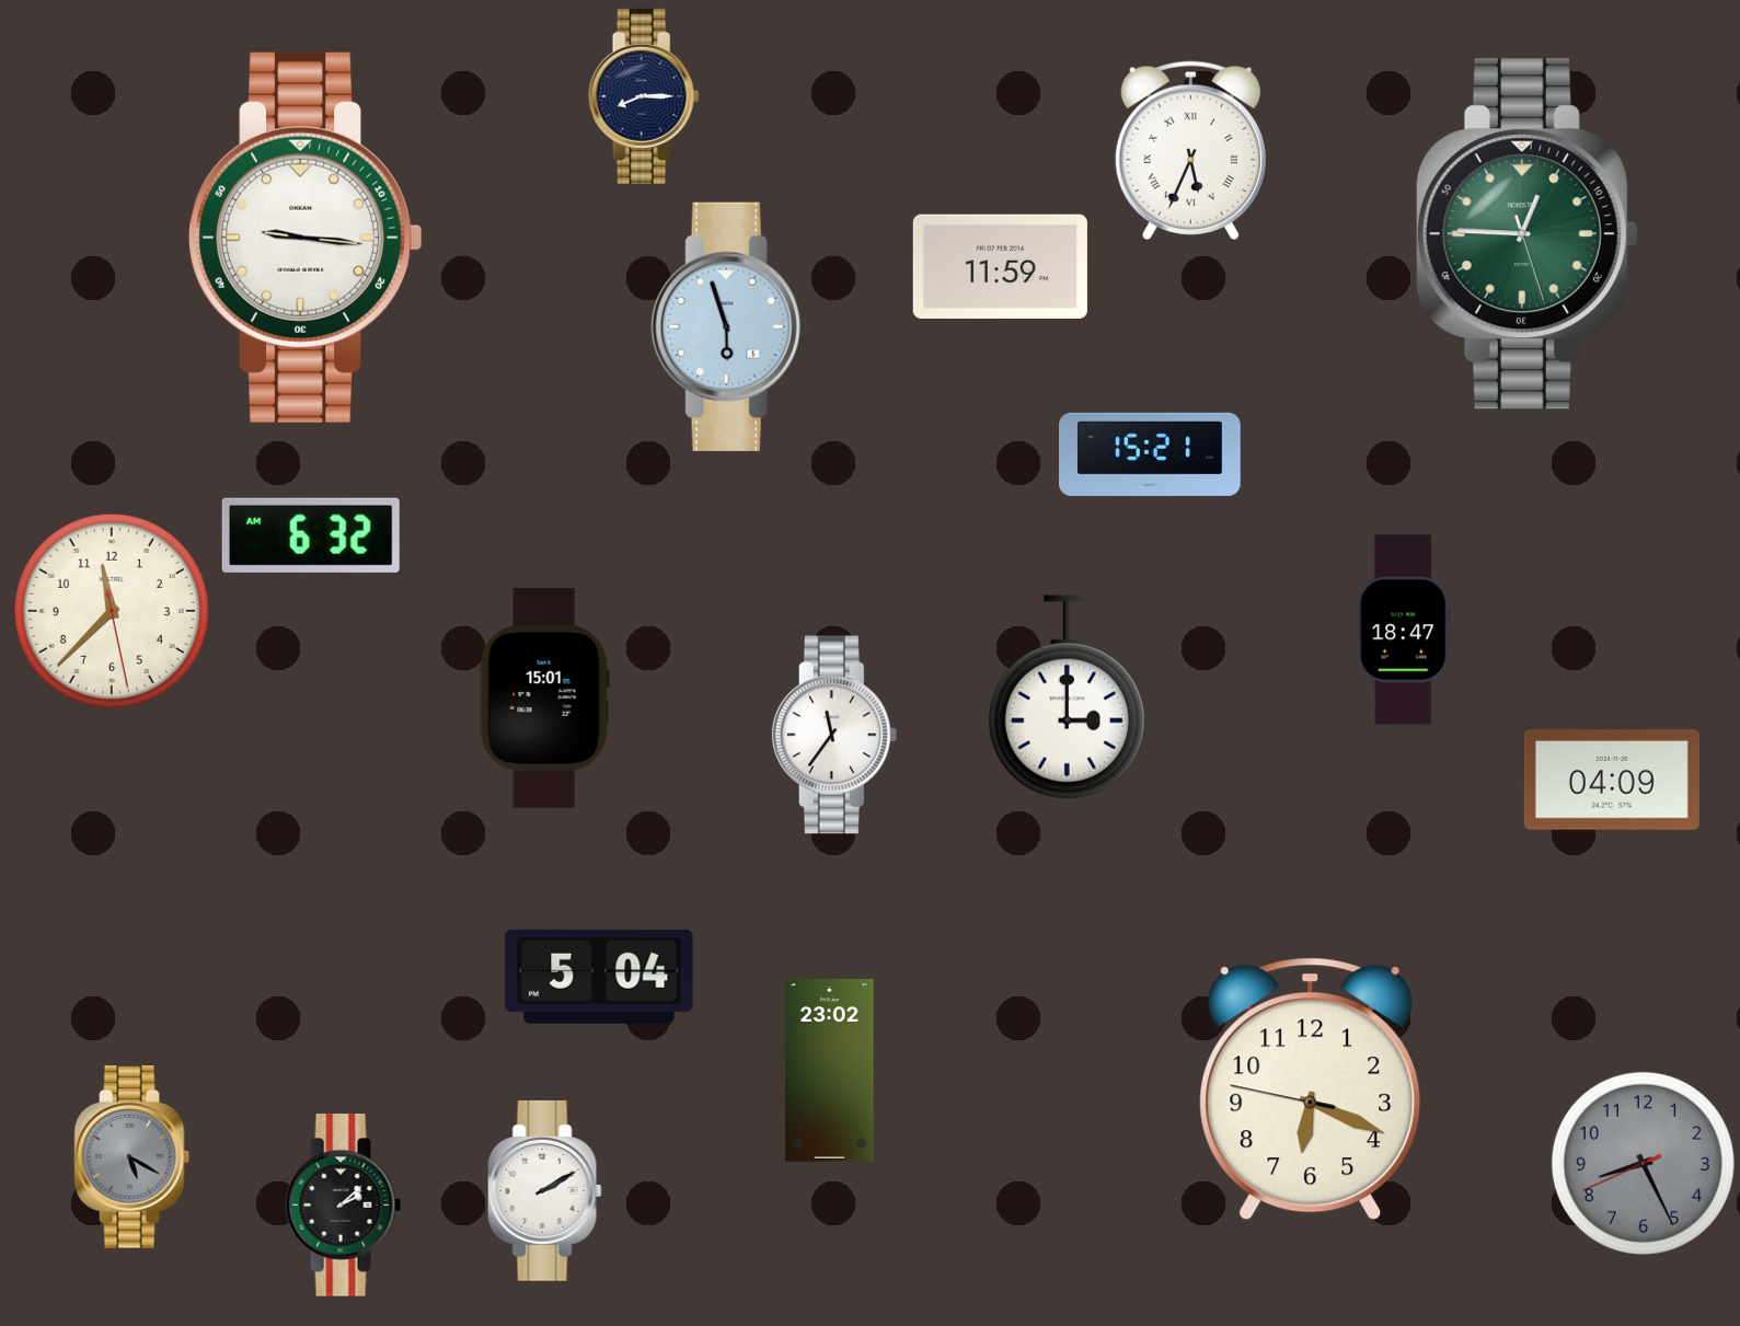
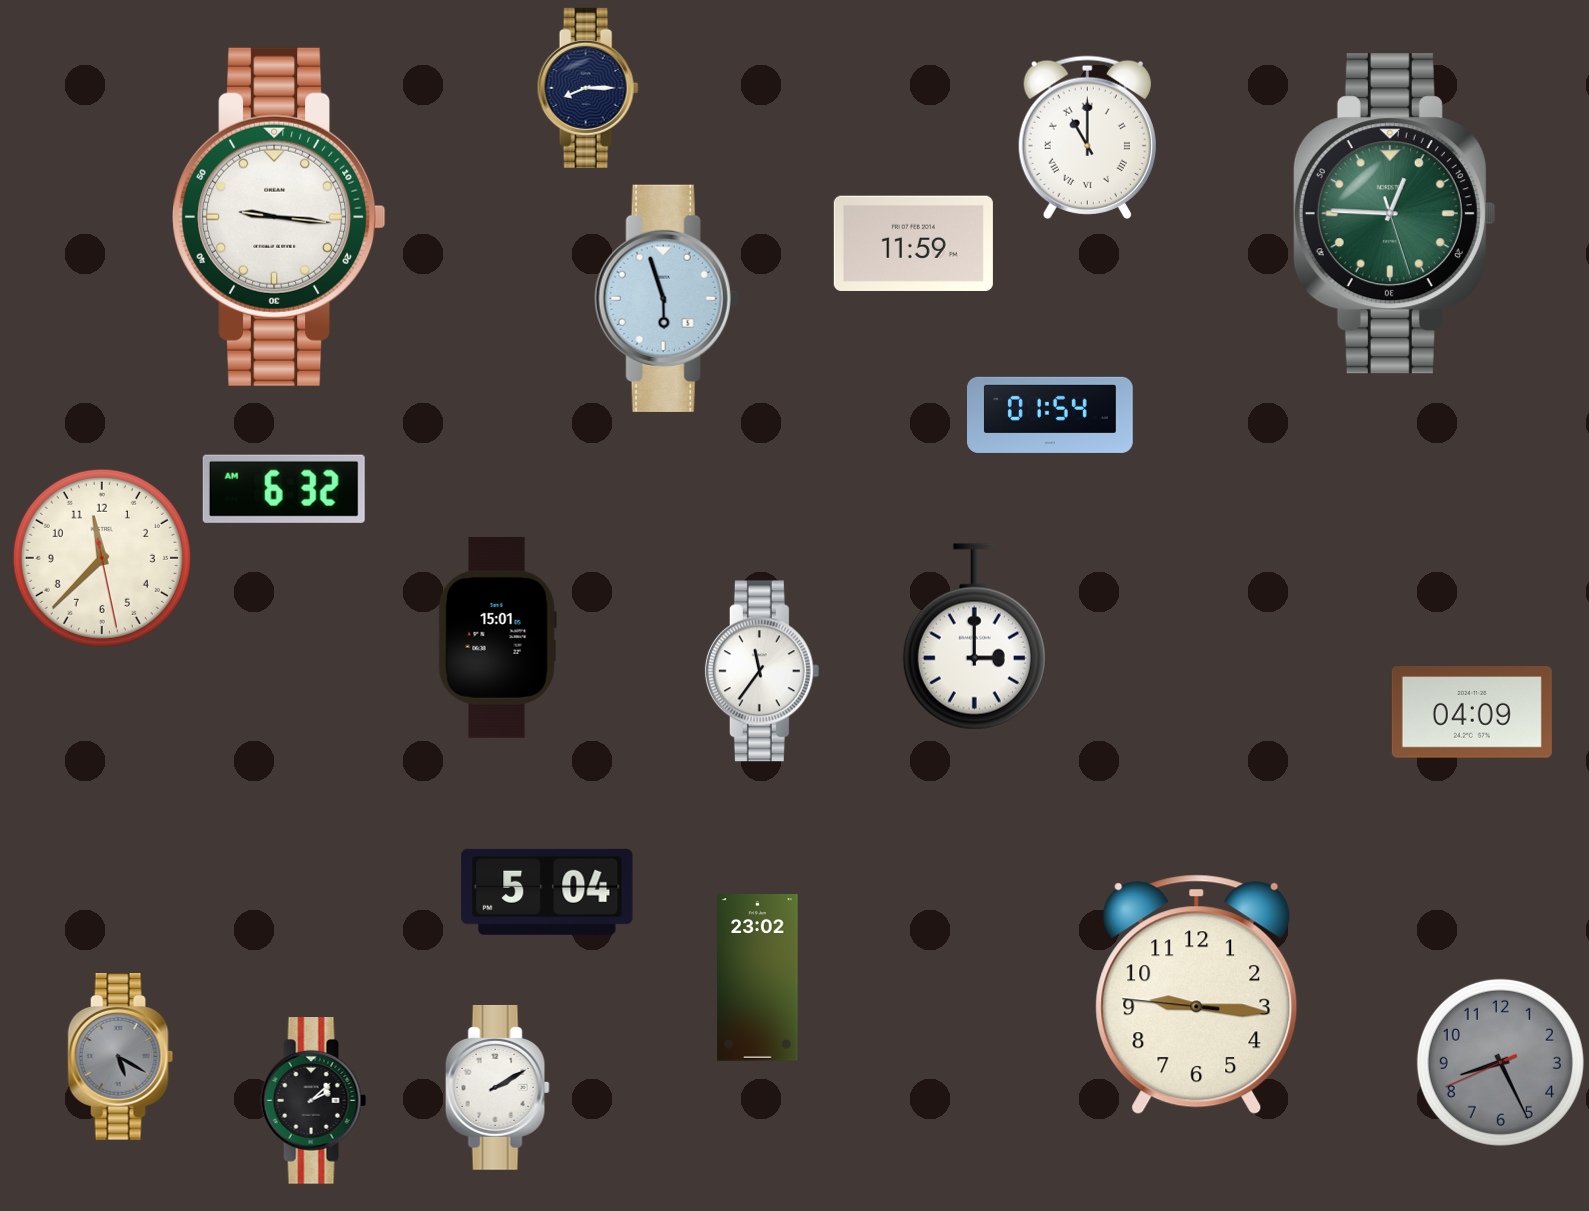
clock at (1190, 150): 5:34 -> 11:00
clock at (1151, 454): 15:21 -> 01:54
clock at (1405, 630): 18:47 -> none
clock at (1311, 1089): 6:18 -> 9:15
